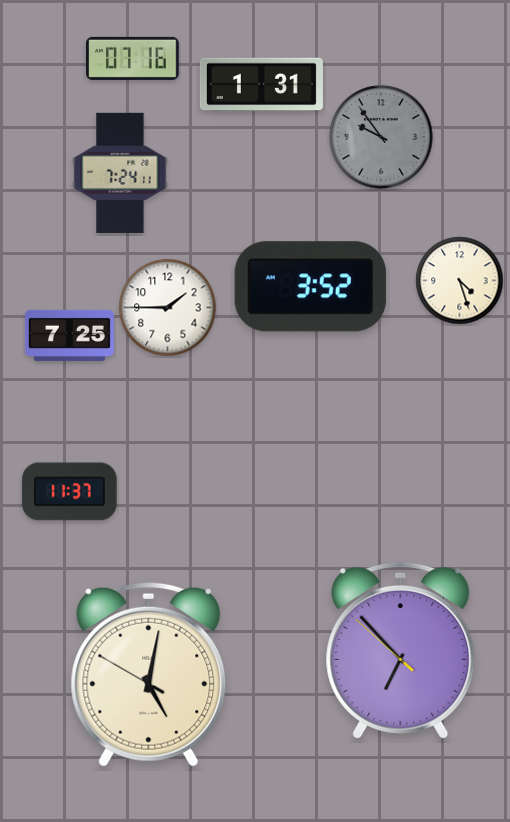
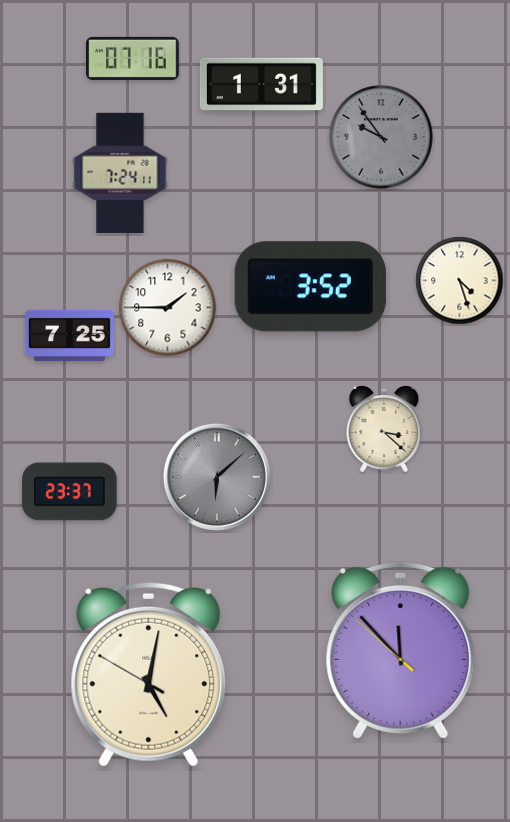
clock at (384, 429): none -> 3:22
clock at (217, 477): none -> 6:08
clock at (70, 492): 11:37 -> 23:37
clock at (401, 650): 6:52 -> 11:52
